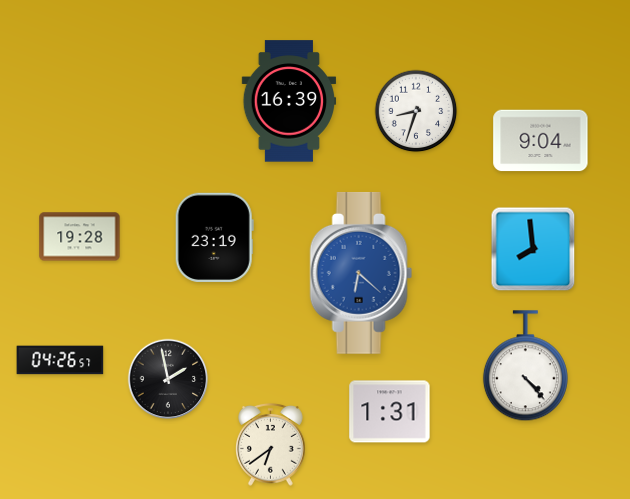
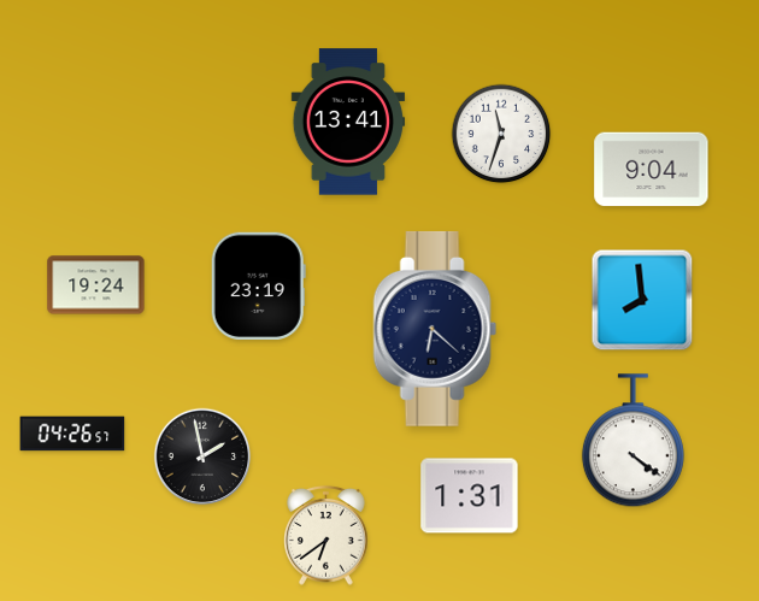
clock at (289, 101): 16:39 -> 13:41
clock at (416, 111): 8:33 -> 11:33
clock at (80, 237): 19:28 -> 19:24
clock at (361, 273) dial: blue -> navy
clock at (525, 366): 4:23 -> 4:21
